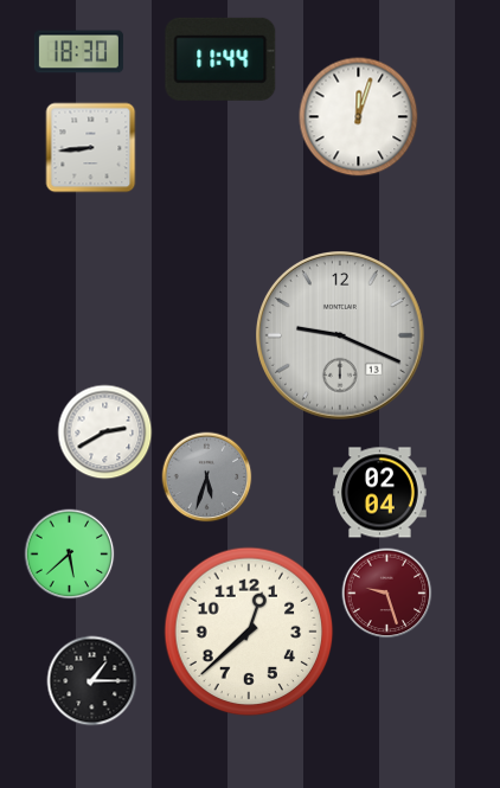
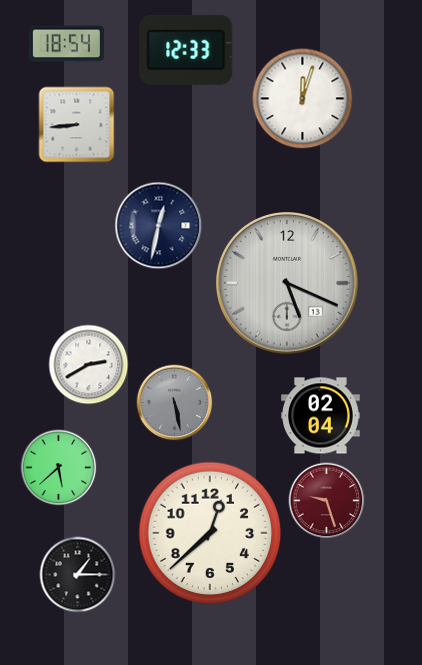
clock at (78, 52): 18:30 -> 18:54
clock at (220, 59): 11:44 -> 12:33
clock at (159, 226): none -> 12:32
clock at (341, 337): 9:19 -> 5:19
clock at (207, 478): 5:33 -> 5:28
